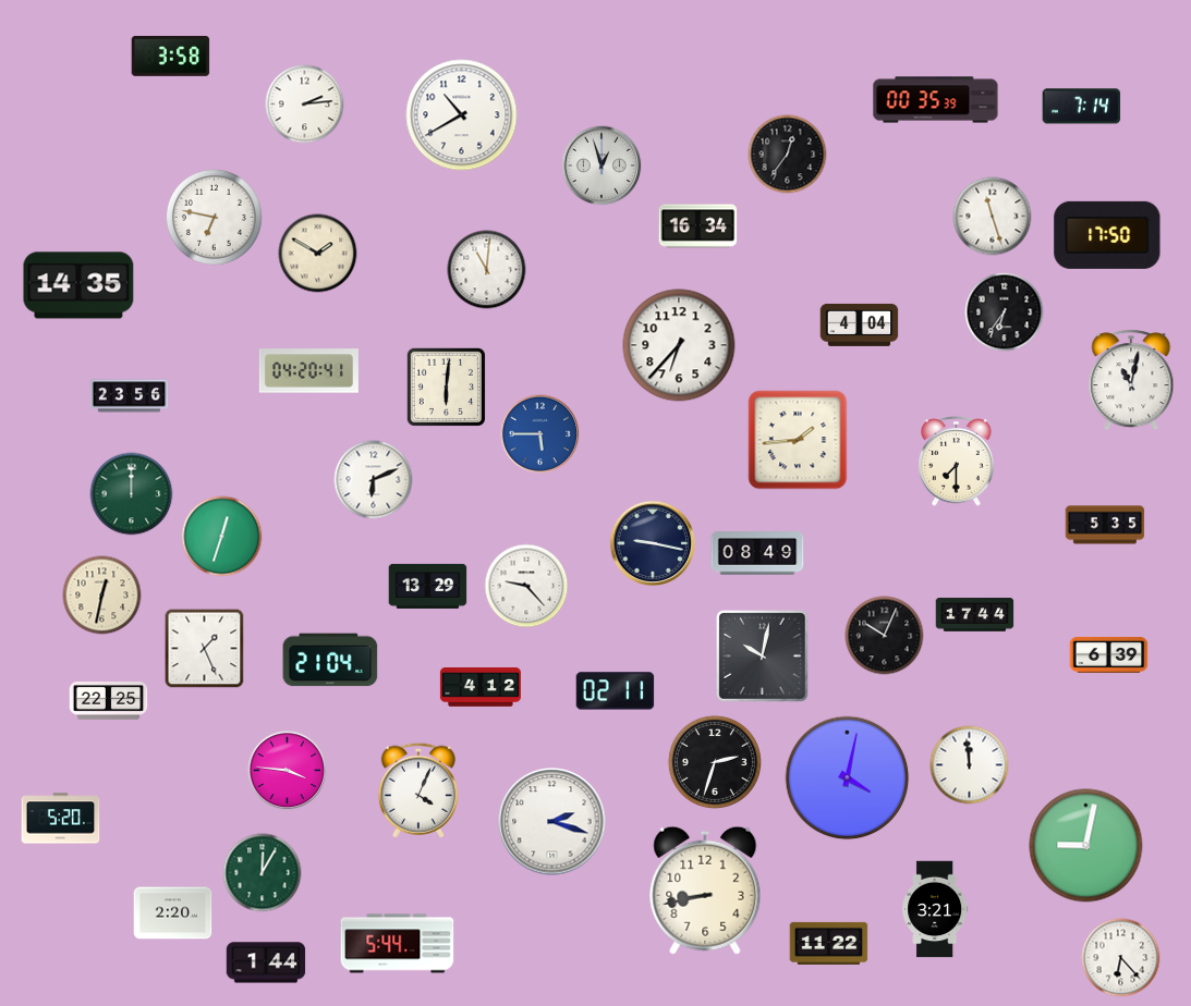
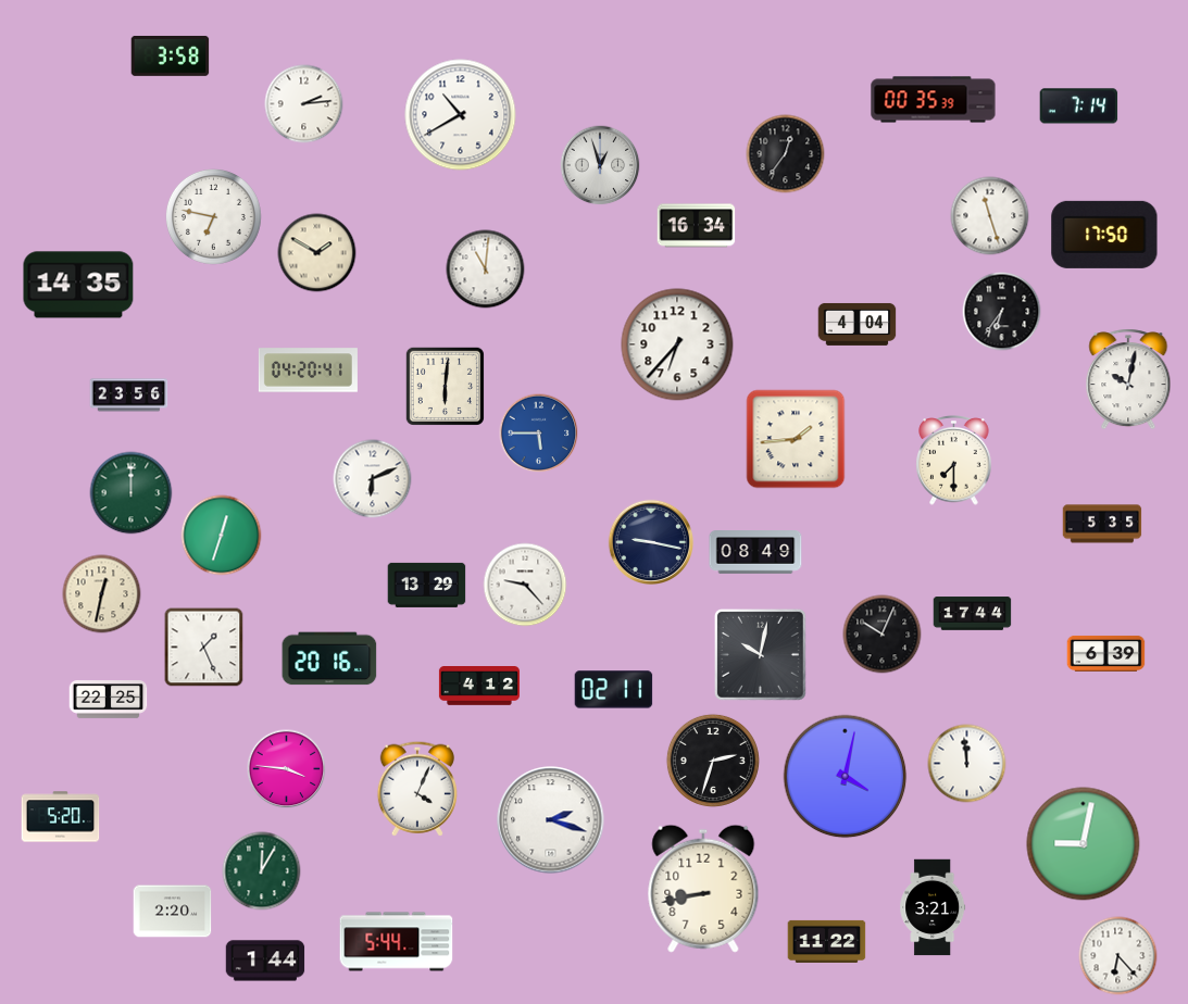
clock at (1131, 380): 11:02 -> 10:02
clock at (330, 660): 21:04 -> 20:16
